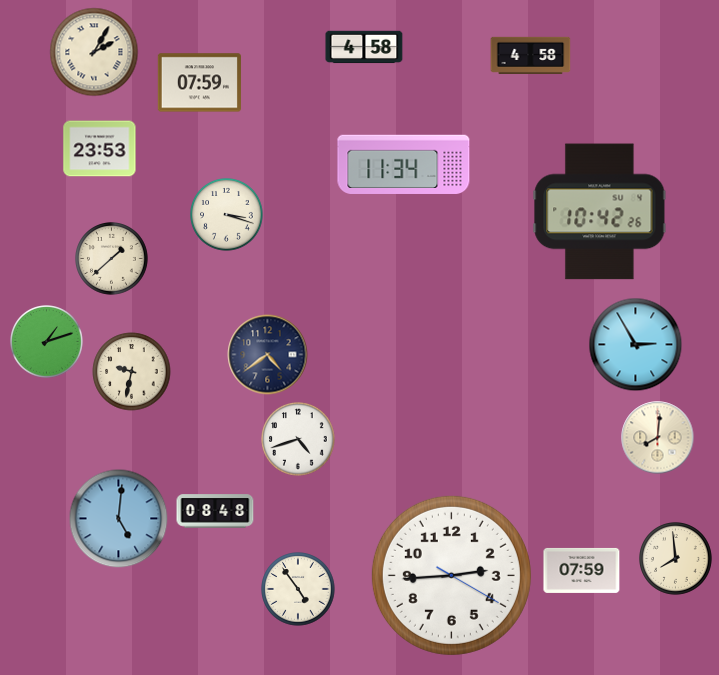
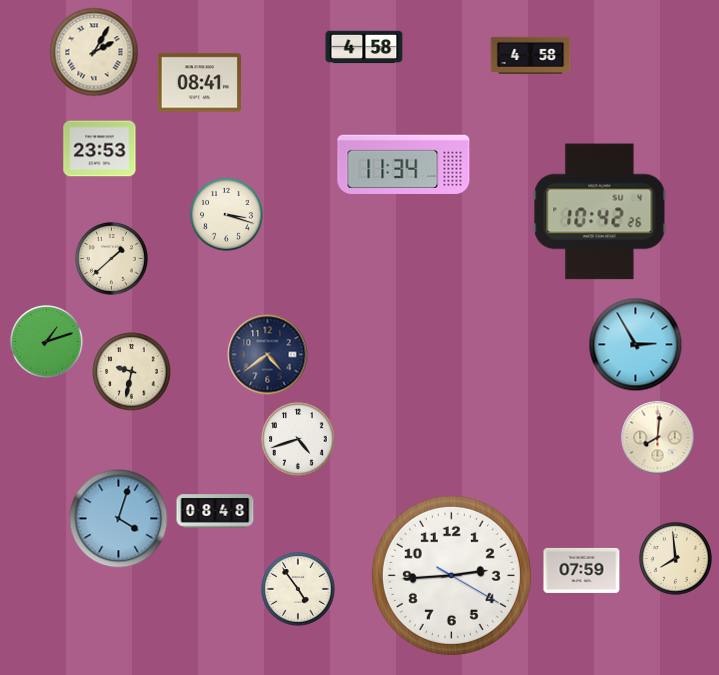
clock at (199, 83): 07:59 -> 08:41
clock at (119, 519): 5:01 -> 4:03
